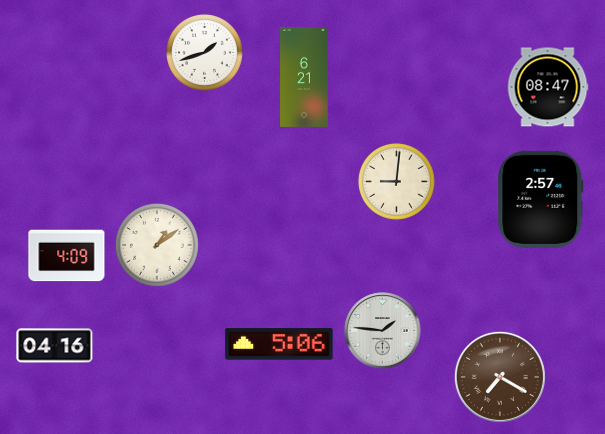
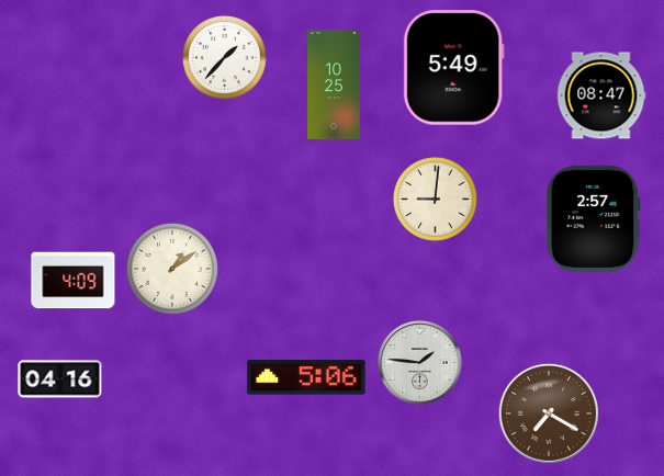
clock at (205, 53): 1:42 -> 1:37
clock at (453, 68): none -> 5:49
clock at (304, 77): 6:21 -> 10:25
